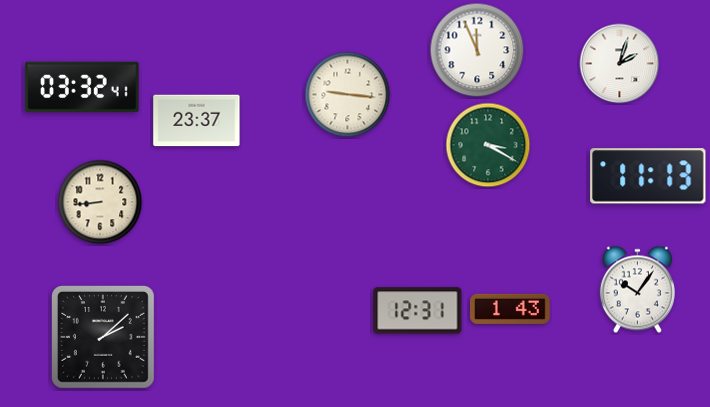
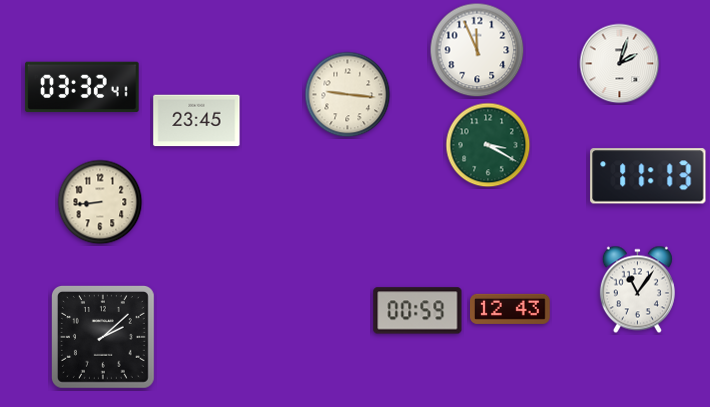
clock at (197, 121): 23:37 -> 23:45
clock at (637, 290): 10:06 -> 11:06
clock at (511, 309): 1:43 -> 12:43
clock at (418, 311): 12:31 -> 00:59
